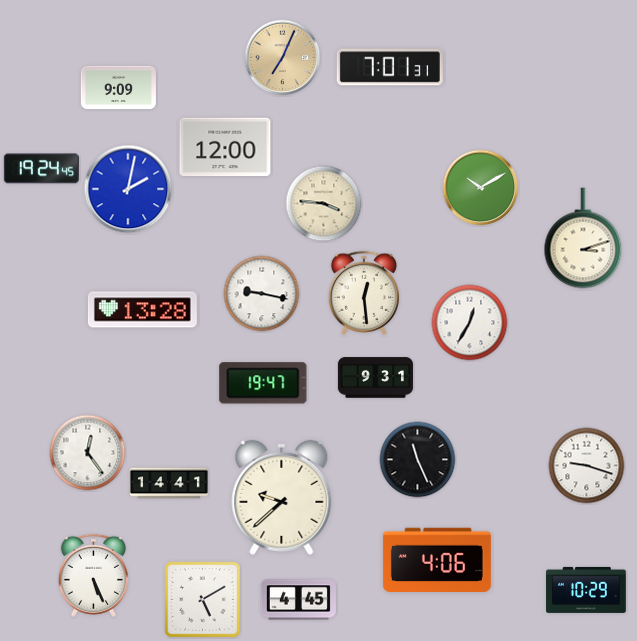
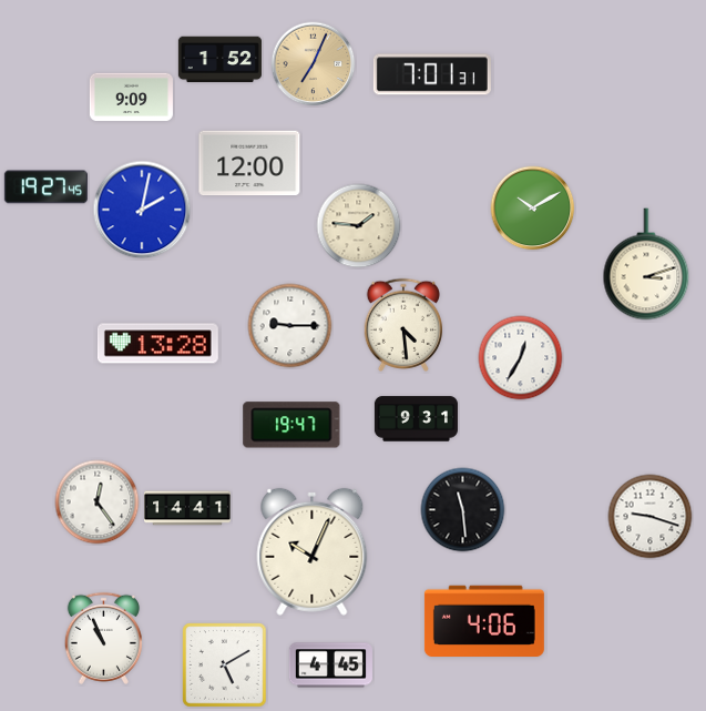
clock at (219, 60): none -> 1:52
clock at (41, 169): 19:24 -> 19:27
clock at (324, 204): 3:46 -> 1:46
clock at (364, 293): 12:29 -> 4:29
clock at (262, 294): 9:17 -> 9:15
clock at (418, 460): 11:26 -> 11:29
clock at (170, 483) position: (170, 483) -> (188, 508)
clock at (282, 497): 9:38 -> 10:04
clock at (93, 575): 5:26 -> 10:56
clock at (586, 590): 10:29 -> none
